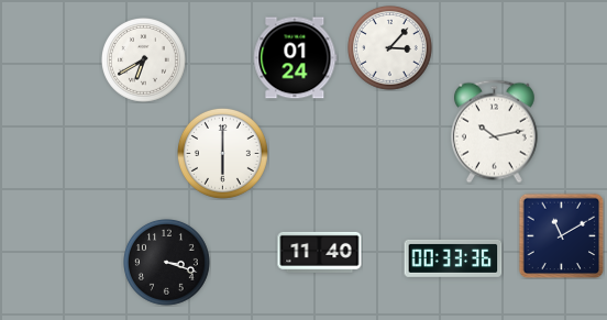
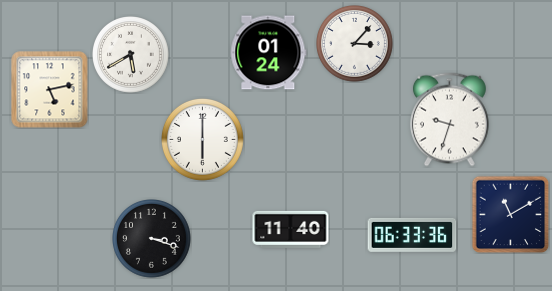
clock at (144, 60): 6:40 -> 5:40
clock at (50, 90): none -> 5:13
clock at (494, 132): 10:13 -> 9:33
clock at (453, 258): 00:33 -> 06:33
